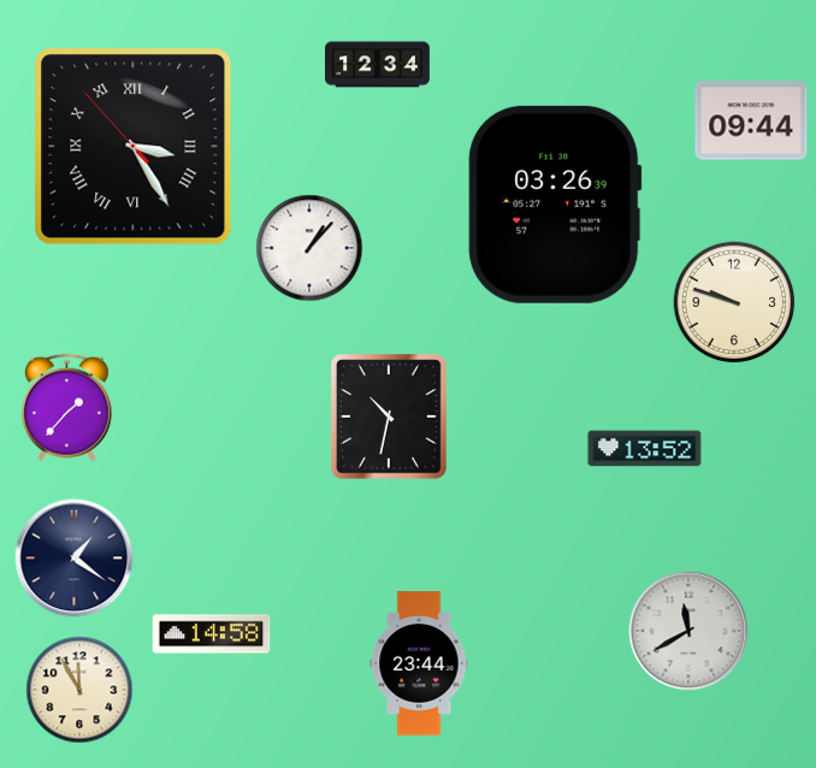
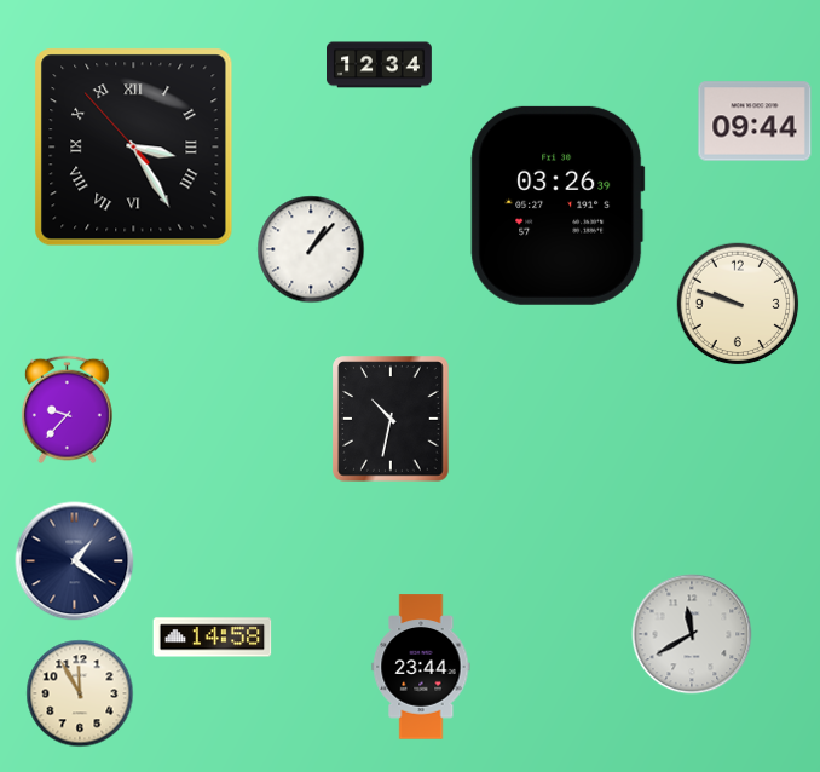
clock at (66, 408): 1:37 -> 9:37
clock at (645, 449): 13:52 -> none
